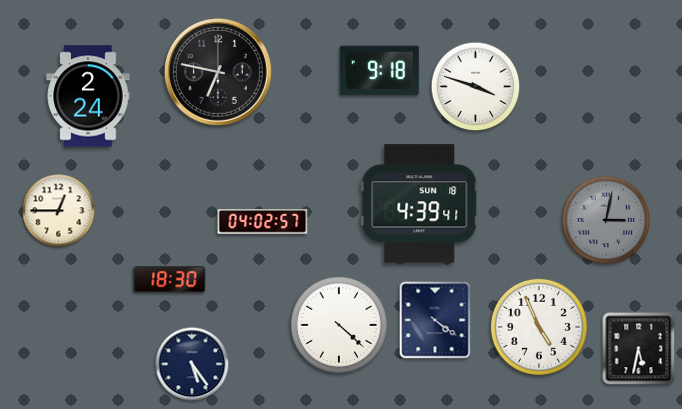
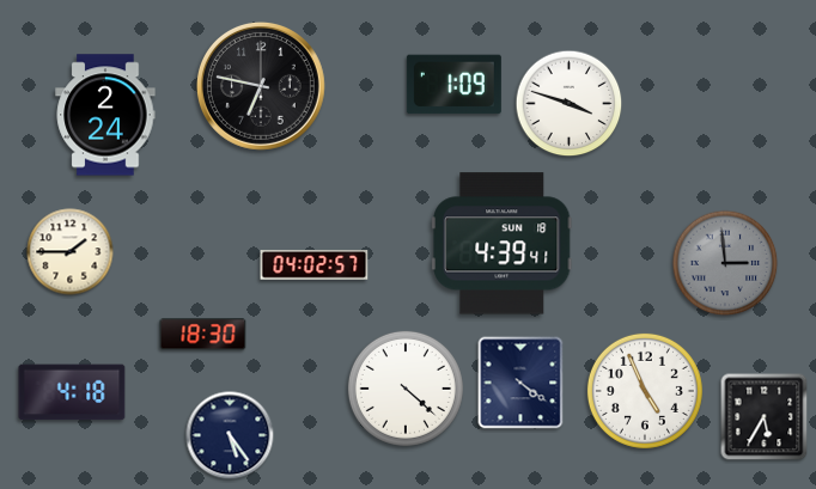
clock at (379, 71): 9:18 -> 1:09
clock at (59, 211): 12:45 -> 1:45
clock at (606, 220): 3:02 -> 2:59
clock at (72, 392): none -> 4:18
clock at (639, 349): 5:32 -> 5:35
